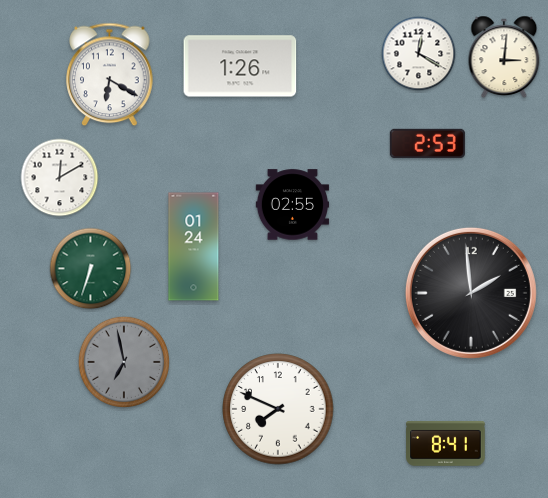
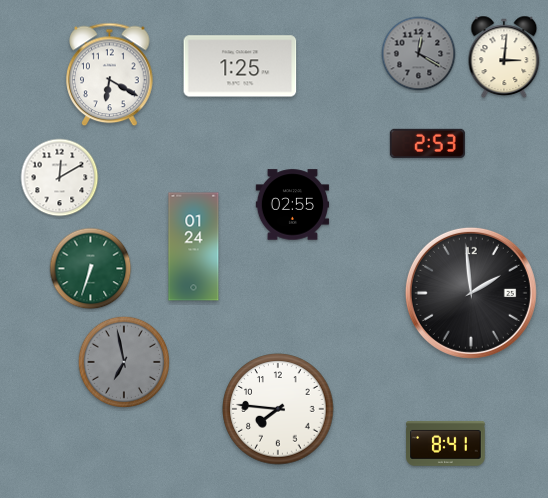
clock at (419, 54) dial: white -> grey
clock at (240, 66): 1:26 -> 1:25
clock at (278, 409): 7:49 -> 7:46
